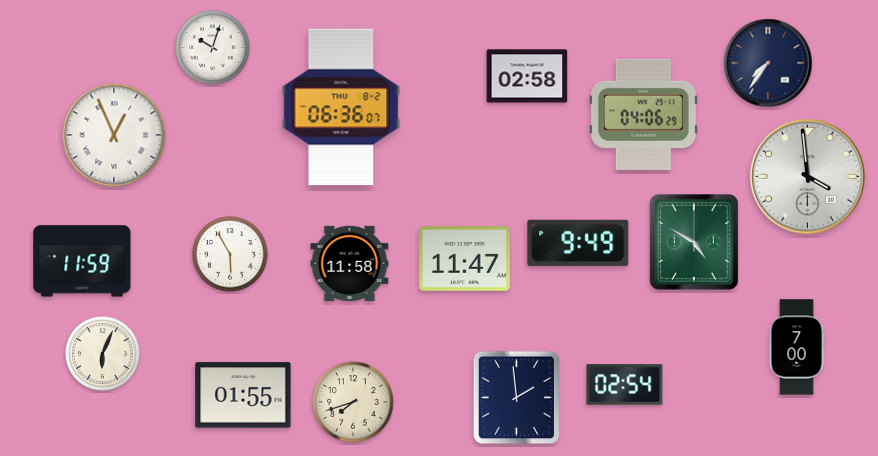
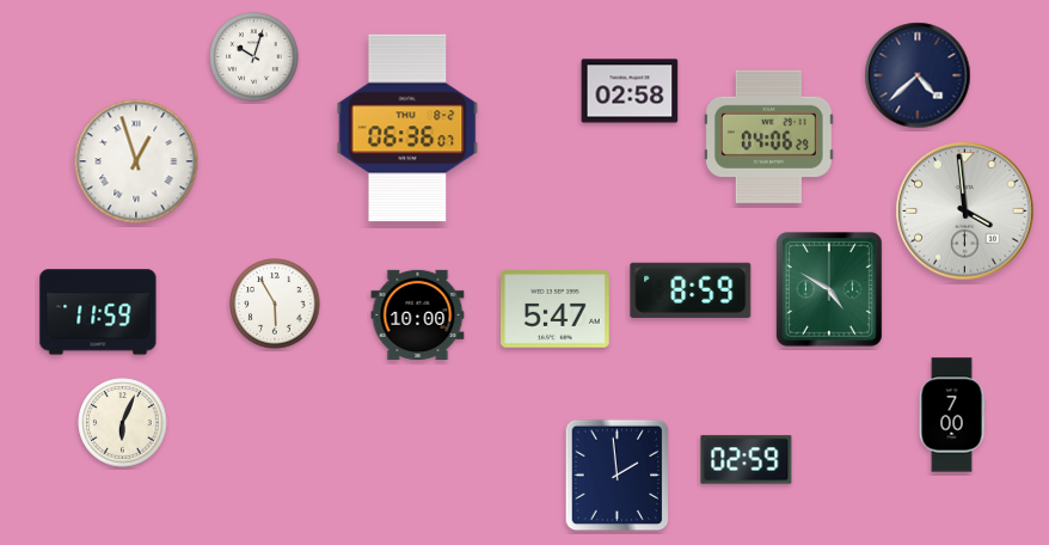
clock at (768, 63): 7:36 -> 4:38
clock at (114, 135): 12:56 -> 12:57
clock at (578, 243): 9:49 -> 8:59
clock at (465, 259): 11:47 -> 5:47
clock at (350, 263): 11:58 -> 10:00
clock at (625, 385): 02:54 -> 02:59
clock at (243, 395): 01:55 -> none
clock at (353, 402): 7:42 -> none
